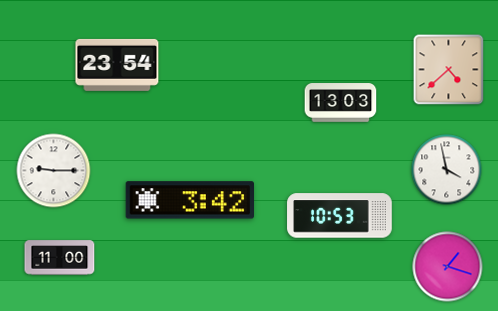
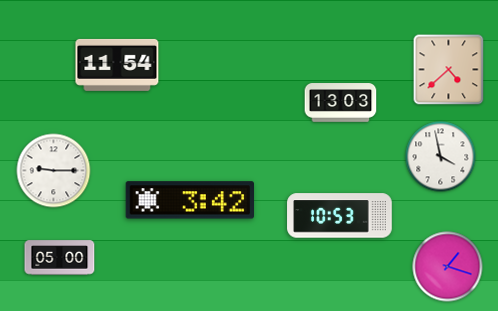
clock at (117, 65): 23:54 -> 11:54
clock at (447, 170) position: (447, 170) -> (441, 157)
clock at (60, 258): 11:00 -> 05:00
